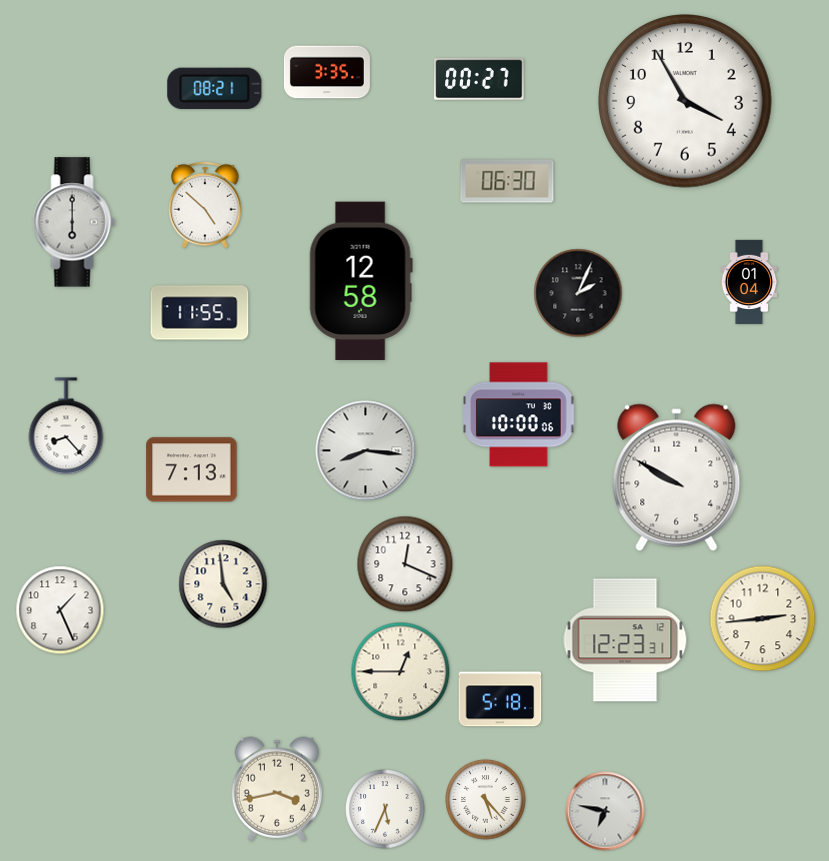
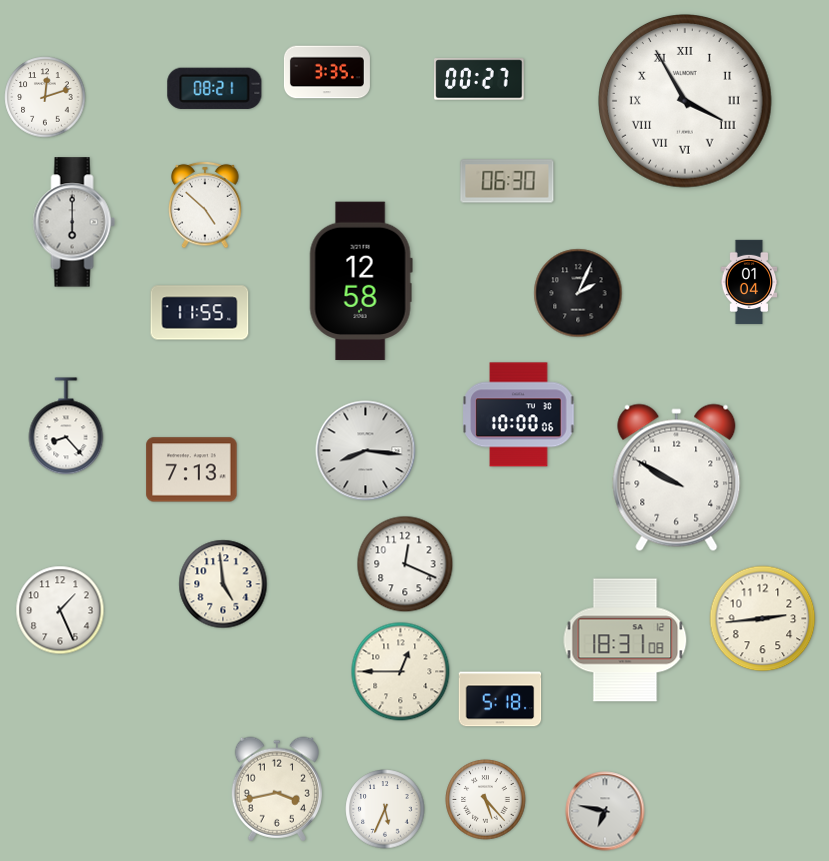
clock at (45, 97): none -> 12:12
clock at (686, 102) numerals: Arabic -> Roman
clock at (625, 640): 12:23 -> 18:31
